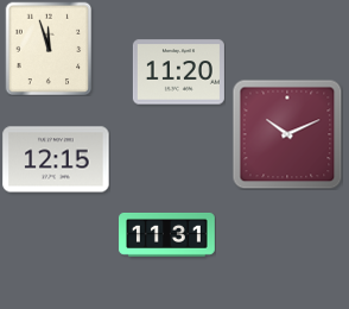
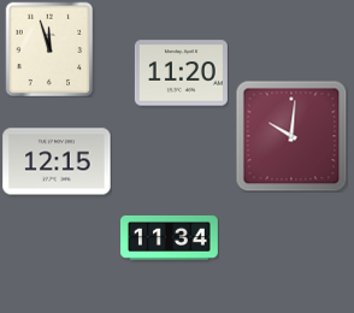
clock at (287, 134): 10:11 -> 10:01
clock at (167, 234): 11:31 -> 11:34
